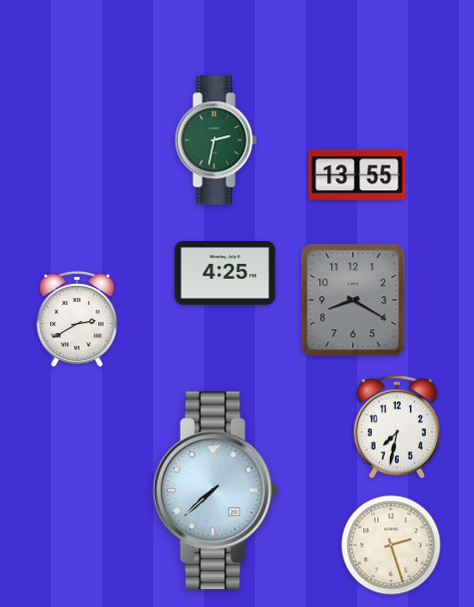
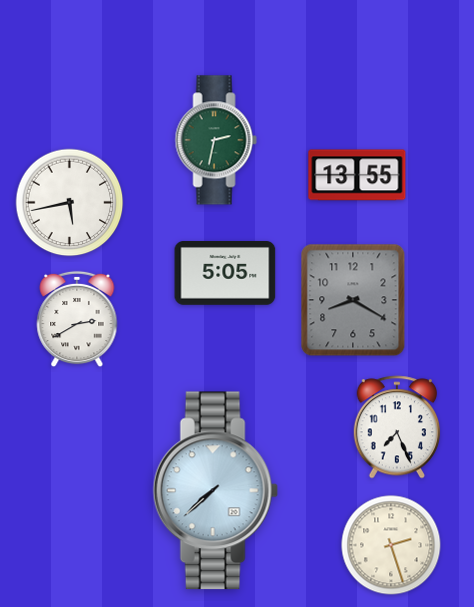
clock at (70, 203): none -> 5:43
clock at (225, 274): 4:25 -> 5:05
clock at (396, 427): 7:32 -> 7:26
